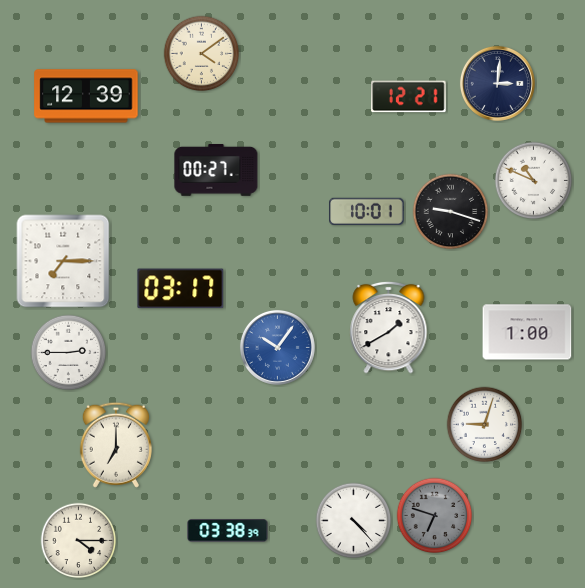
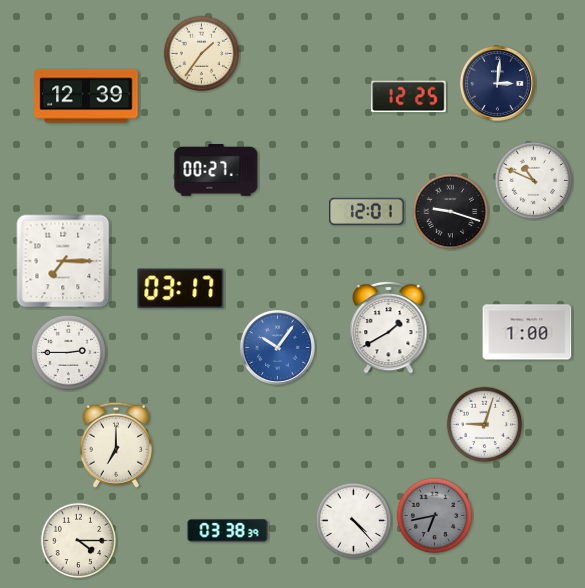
clock at (202, 54): 4:09 -> 1:36
clock at (409, 97): 12:21 -> 12:25
clock at (367, 211): 10:01 -> 12:01
clock at (435, 516): 6:48 -> 6:43
